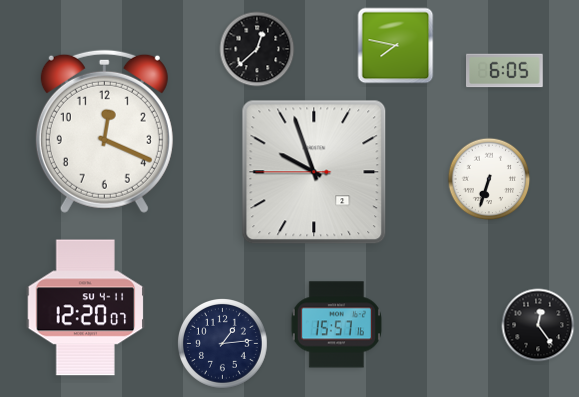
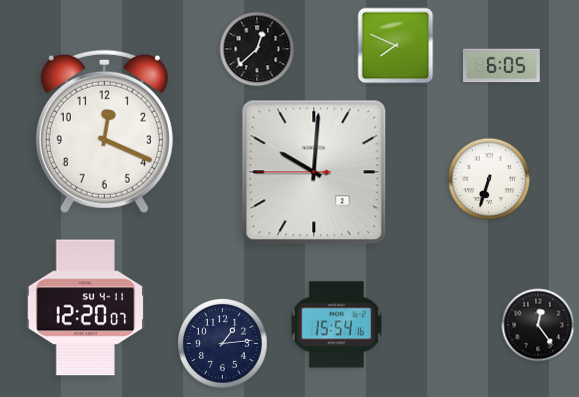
clock at (396, 46): 7:47 -> 7:49
clock at (505, 71) position: (505, 71) -> (502, 66)
clock at (314, 172): 9:56 -> 10:00
clock at (336, 325): 15:57 -> 15:54
